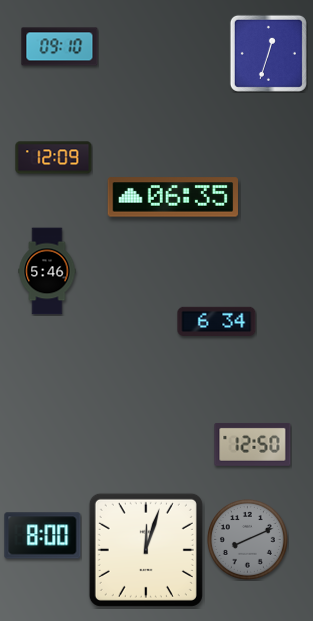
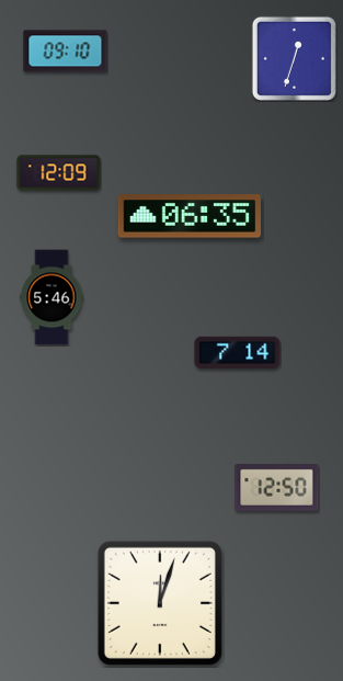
clock at (217, 321): 6:34 -> 7:14
clock at (43, 536): 8:00 -> none
clock at (248, 540): 8:11 -> none
